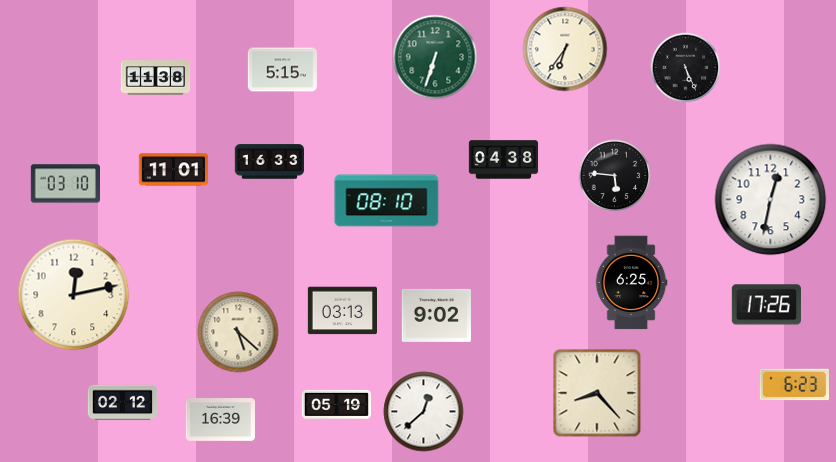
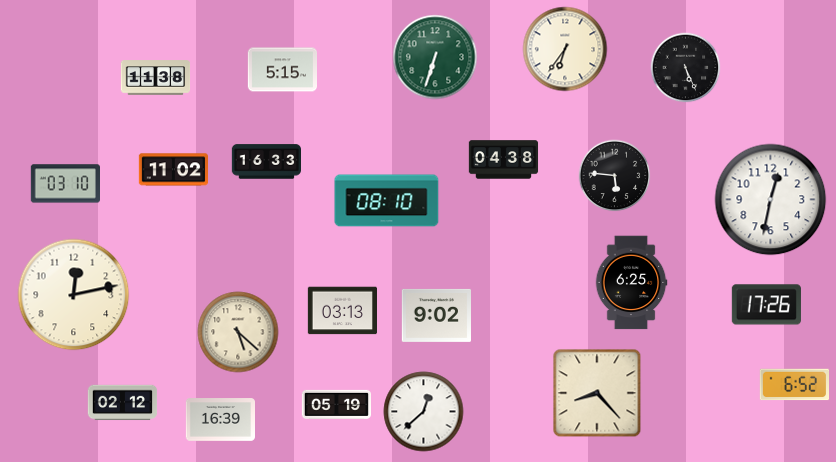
clock at (269, 162) position: (269, 162) -> (266, 162)
clock at (173, 170): 11:01 -> 11:02
clock at (794, 385): 6:23 -> 6:52
